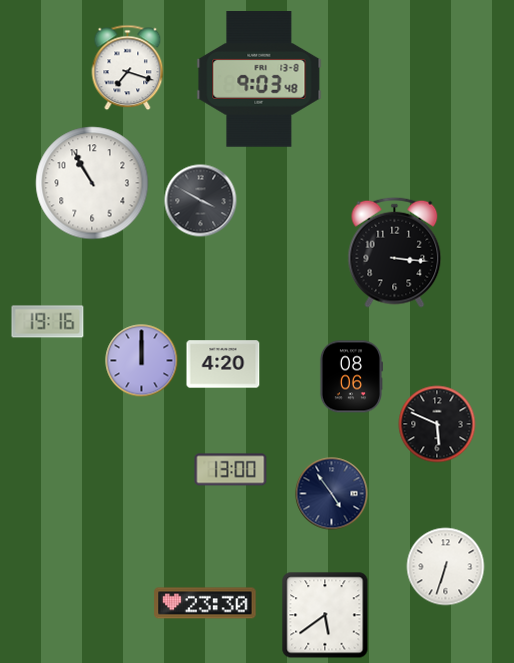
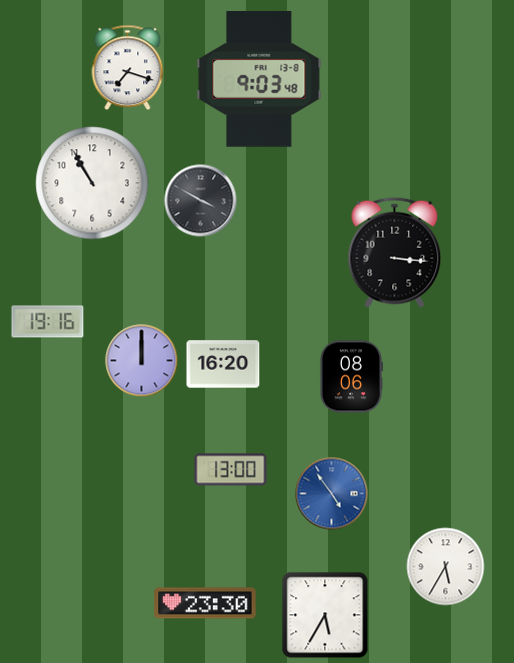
clock at (223, 364): 4:20 -> 16:20
clock at (437, 424): 5:49 -> none
clock at (332, 494) dial: navy -> blue
clock at (446, 567): 6:33 -> 5:35
clock at (325, 615): 5:39 -> 5:35
